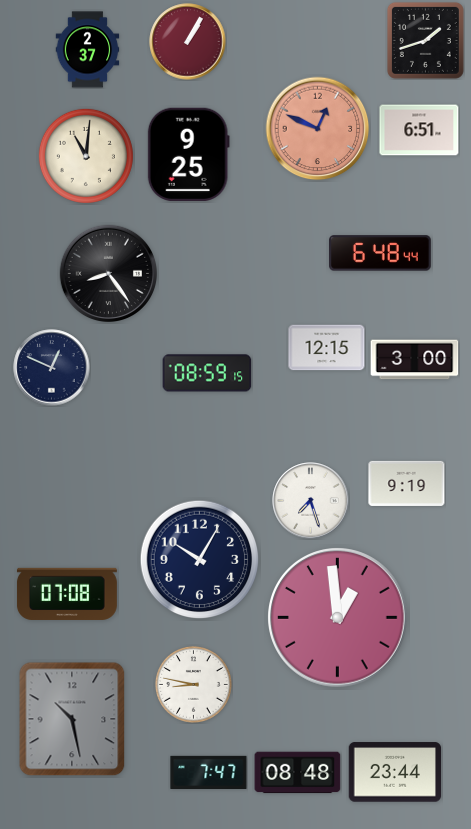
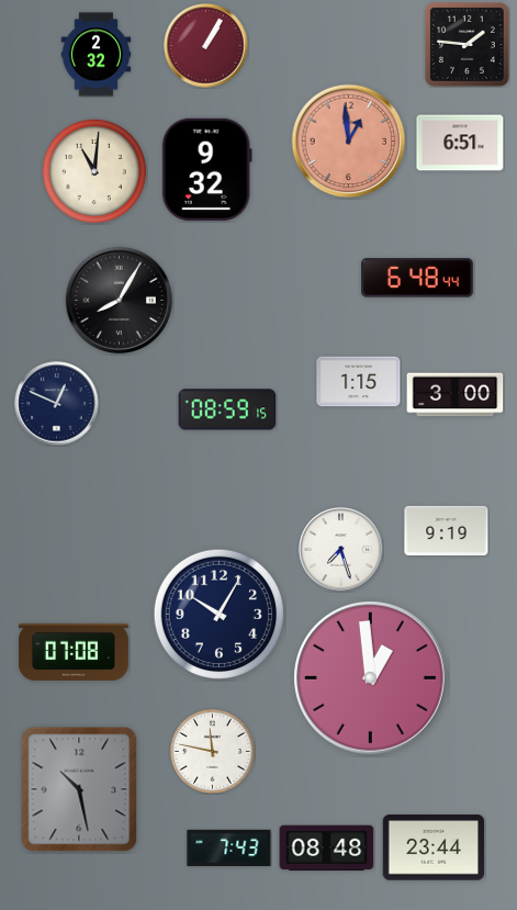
clock at (425, 40): 1:42 -> 1:46
clock at (88, 50): 2:37 -> 2:32
clock at (318, 129): 12:49 -> 12:59
clock at (188, 154): 9:25 -> 9:32
clock at (109, 274): 8:24 -> 8:05
clock at (327, 348): 12:15 -> 1:15
clock at (194, 685): 8:47 -> 11:47
clock at (209, 772): 7:47 -> 7:43
